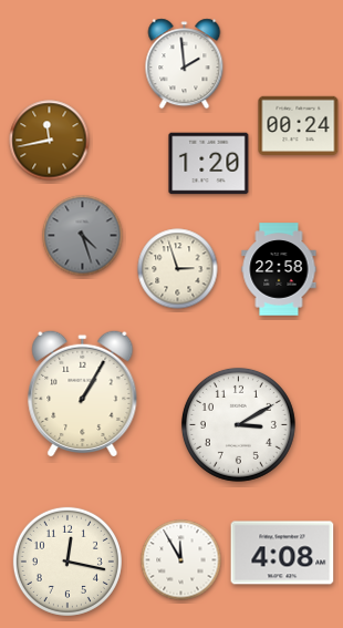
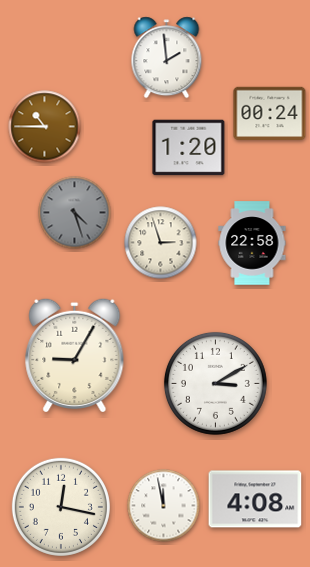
clock at (50, 141): 11:43 -> 10:45
clock at (83, 393): 1:05 -> 9:05
clock at (181, 560): 11:55 -> 11:58
